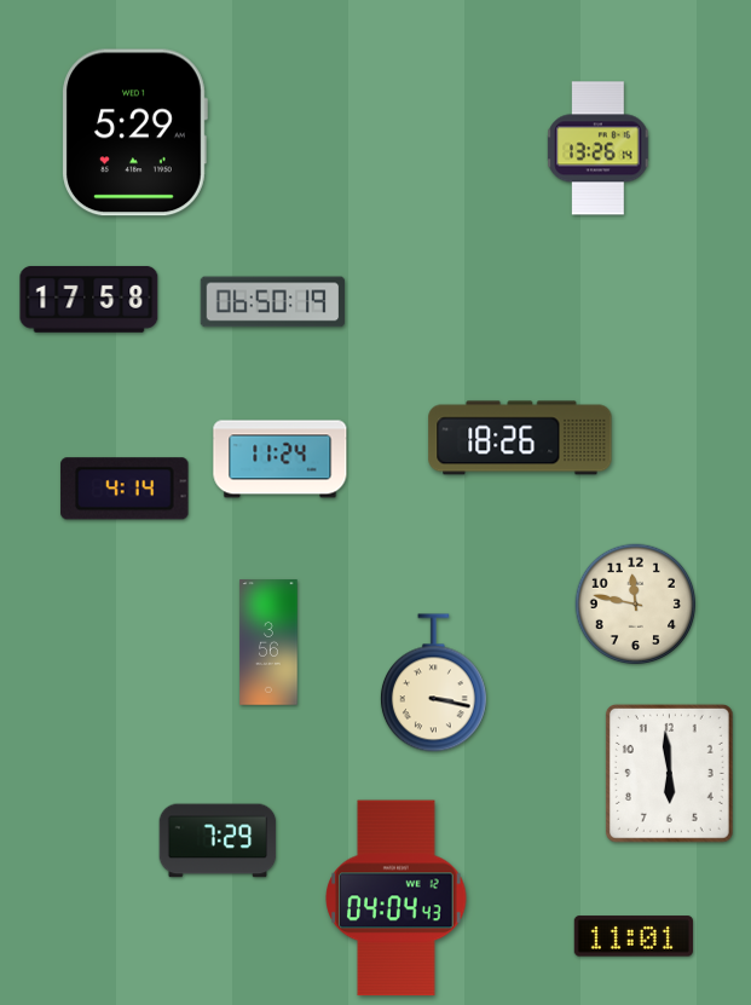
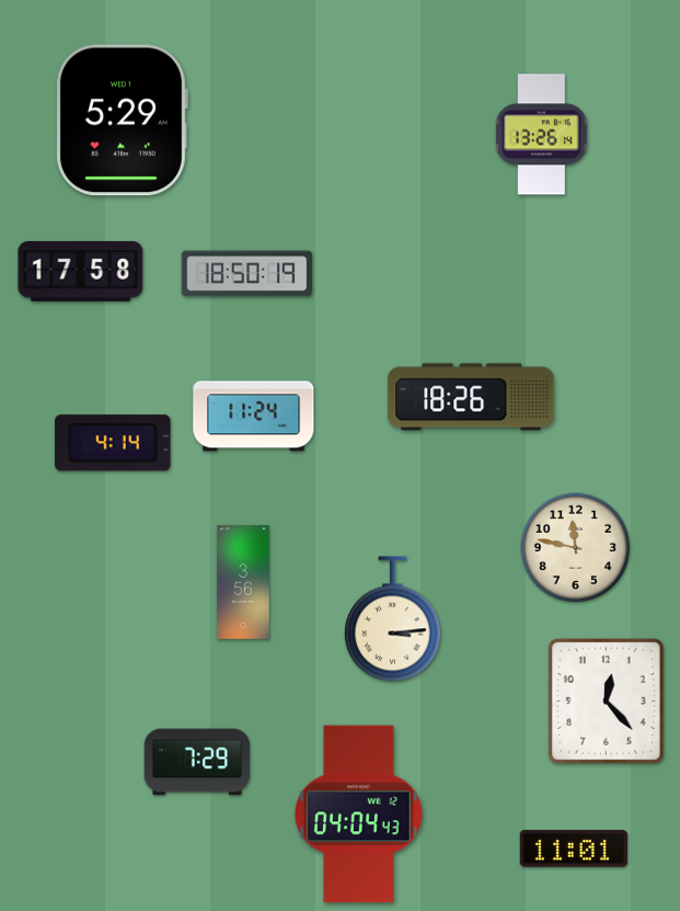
clock at (273, 302): 06:50 -> 18:50
clock at (433, 683): 3:17 -> 3:14
clock at (669, 773): 5:59 -> 12:23
